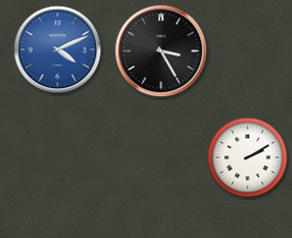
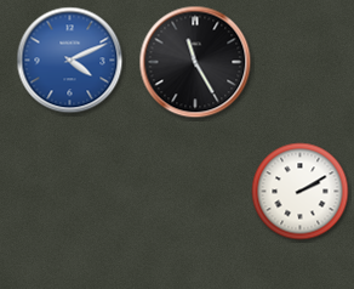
clock at (161, 51): 3:25 -> 11:25
